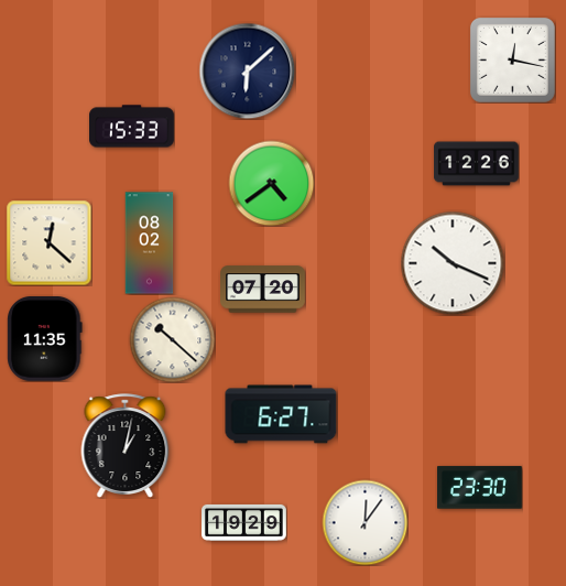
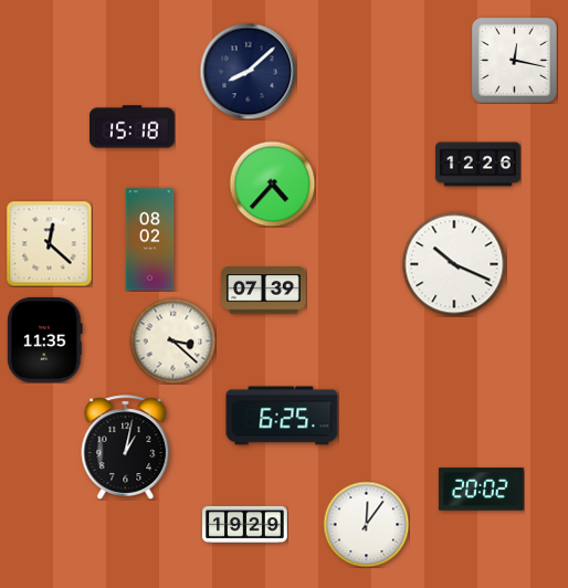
clock at (247, 70): 6:08 -> 8:08
clock at (132, 127): 15:33 -> 15:18
clock at (271, 183): 4:39 -> 4:37
clock at (150, 243) position: (150, 243) -> (150, 240)
clock at (263, 290): 07:20 -> 07:39
clock at (172, 339): 10:22 -> 3:22
clock at (281, 414): 6:27 -> 6:25
clock at (479, 488): 23:30 -> 20:02
